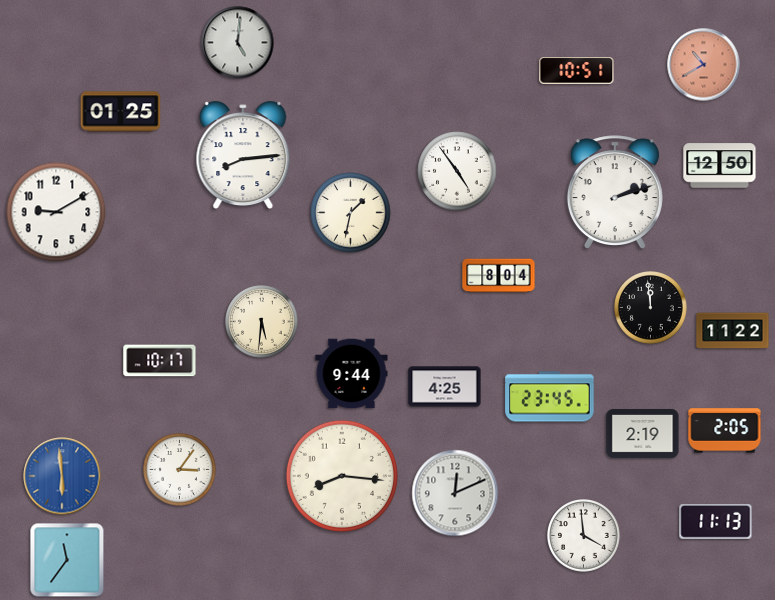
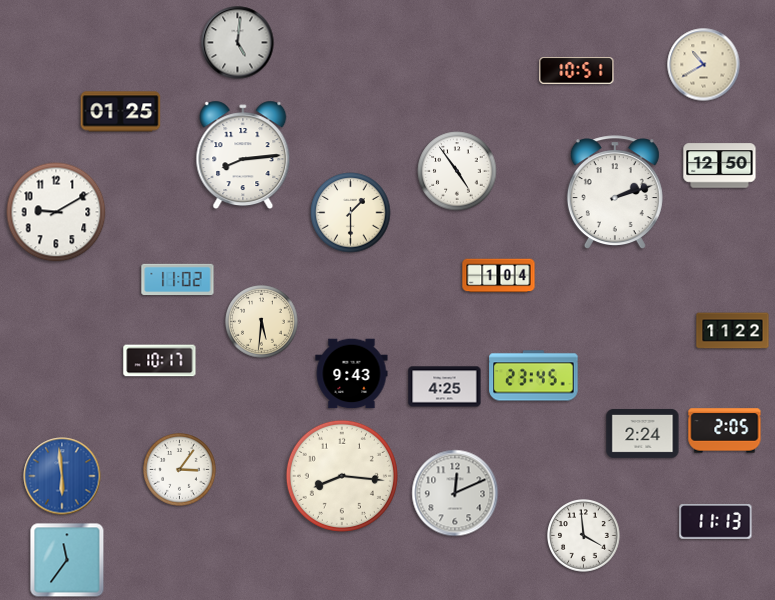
clock at (704, 65) dial: salmon -> cream
clock at (351, 213): 1:32 -> 1:30
clock at (499, 276): 8:04 -> 1:04
clock at (178, 280): none -> 11:02
clock at (651, 308): 11:59 -> none
clock at (352, 374): 9:44 -> 9:43
clock at (550, 397) position: (550, 397) -> (534, 376)
clock at (643, 433): 2:19 -> 2:24
